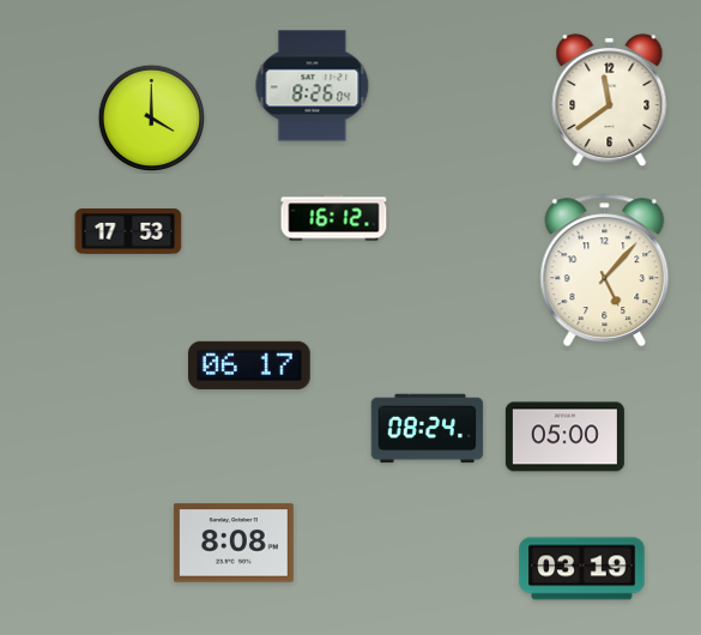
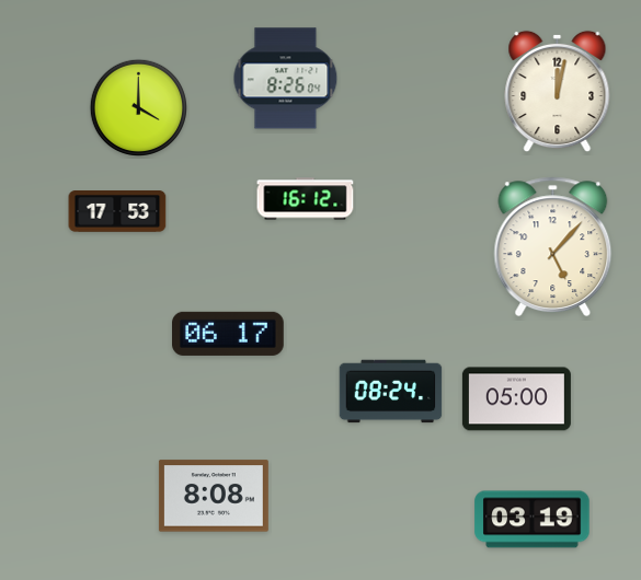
clock at (610, 101): 11:39 -> 12:02
